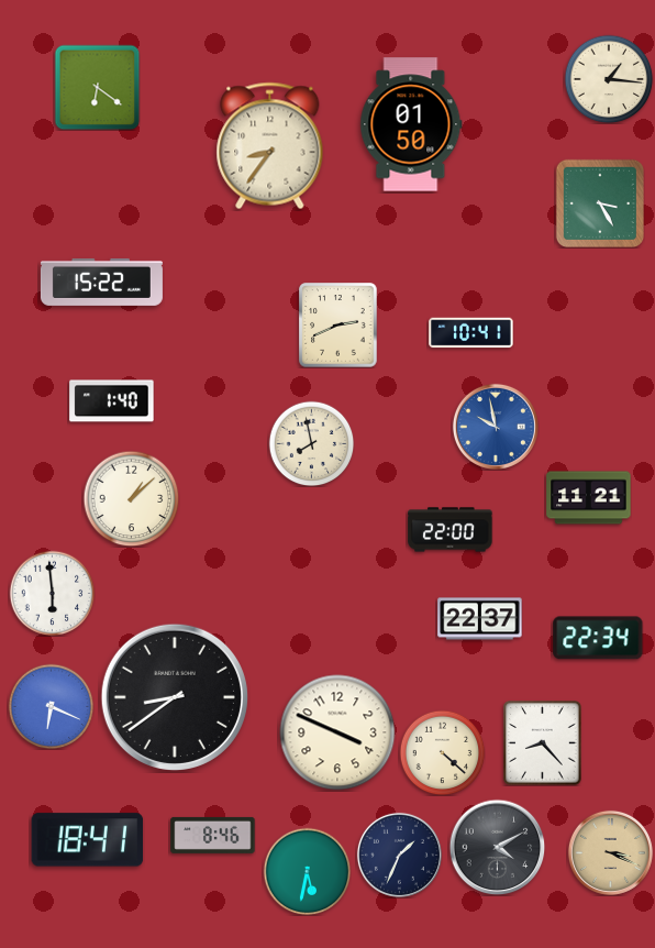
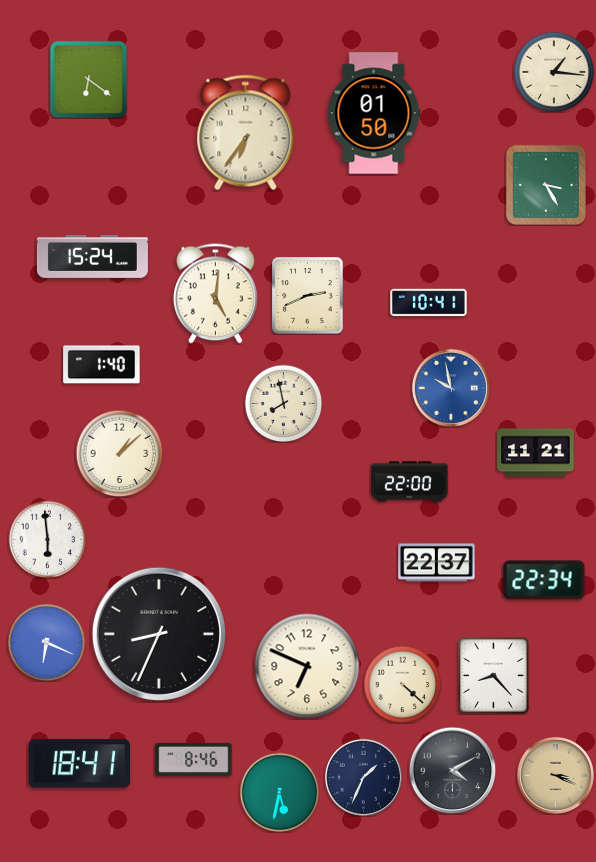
clock at (270, 146): 8:36 -> 6:36
clock at (101, 282): 15:22 -> 15:24
clock at (215, 294): none -> 5:01
clock at (175, 697): 8:39 -> 8:34
clock at (337, 732): 3:49 -> 6:49
